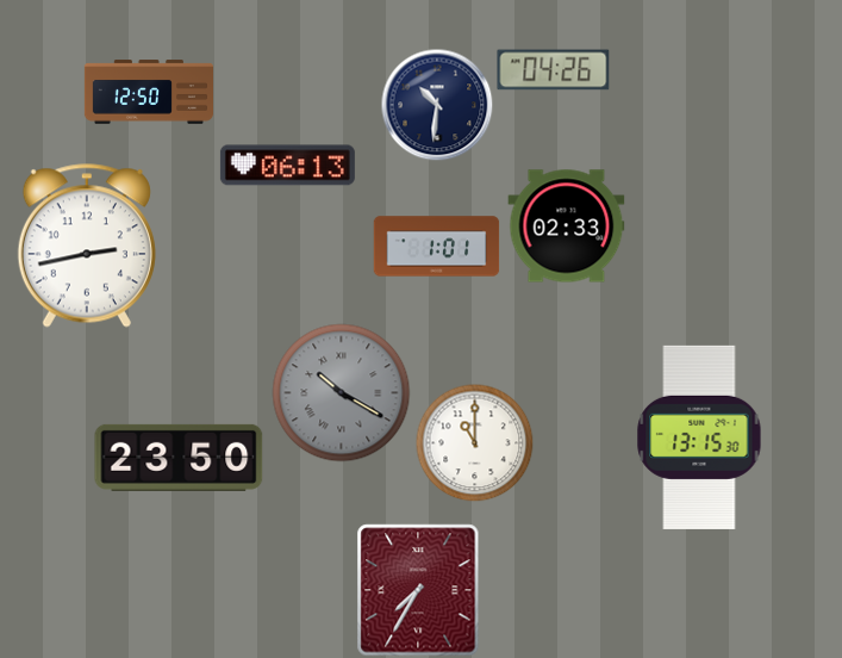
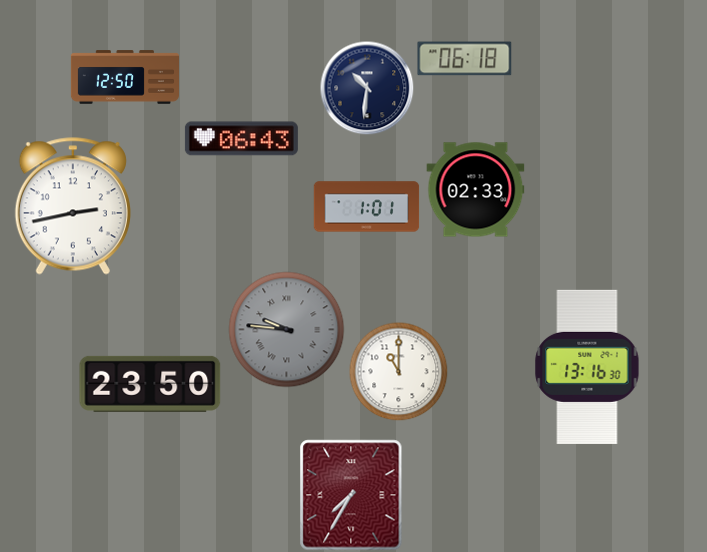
clock at (554, 70): 04:26 -> 06:18
clock at (287, 166): 06:13 -> 06:43
clock at (342, 393): 10:20 -> 9:46
clock at (699, 437): 13:15 -> 13:16
